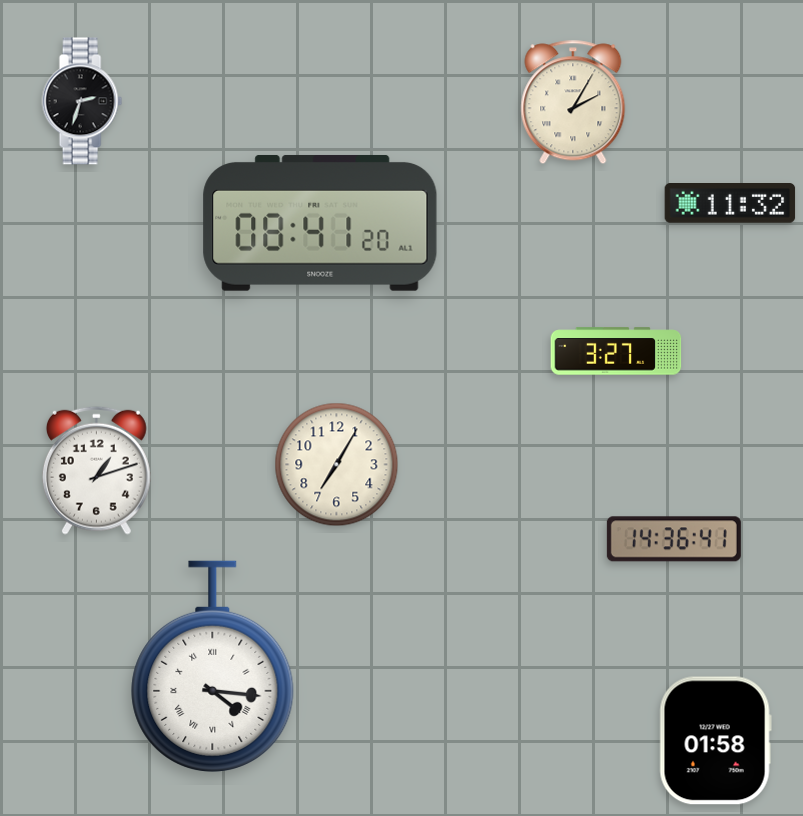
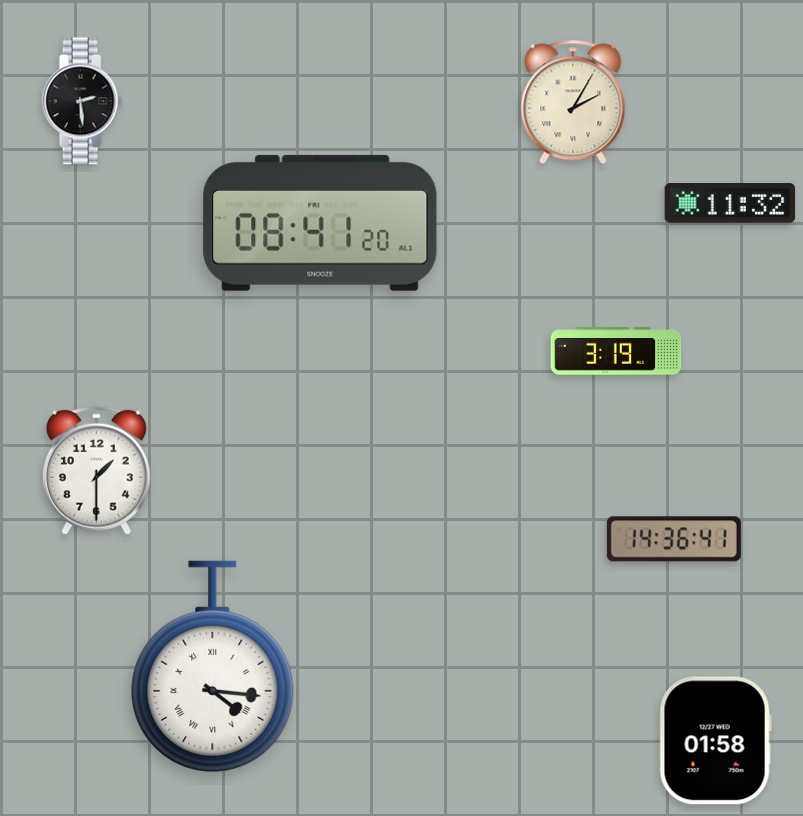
clock at (82, 101): 2:33 -> 2:29
clock at (616, 351): 3:27 -> 3:19
clock at (337, 465): 7:05 -> none
clock at (96, 470): 1:12 -> 1:30
